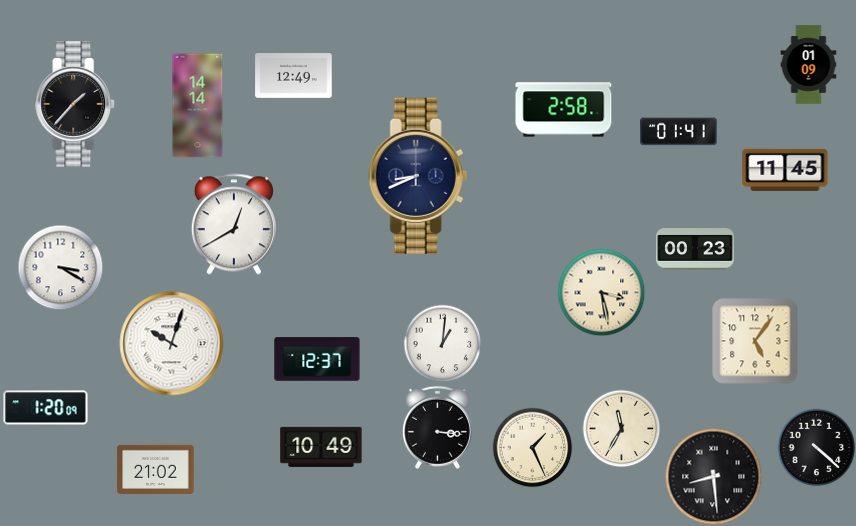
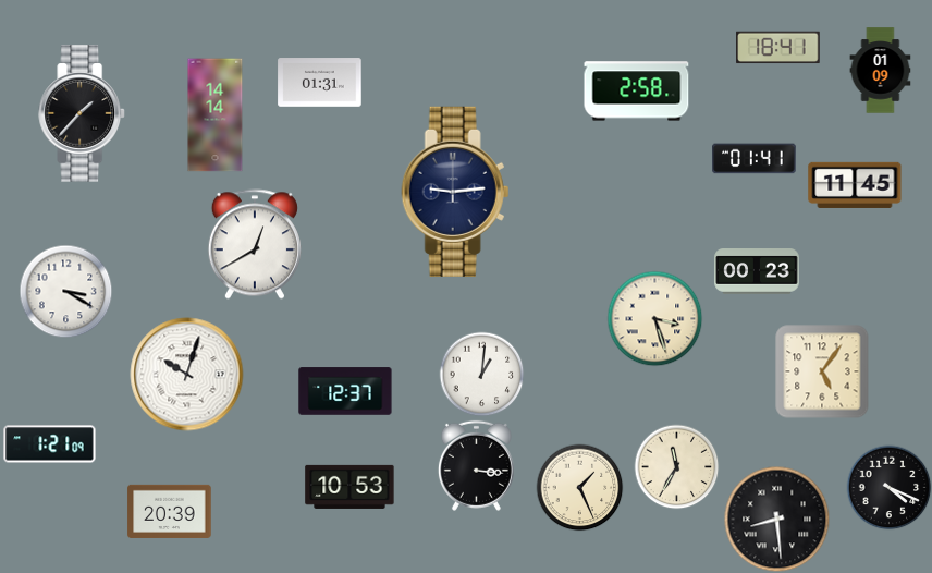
clock at (778, 48): none -> 18:41
clock at (294, 76): 12:49 -> 01:31
clock at (564, 110) position: (564, 110) -> (637, 92)
clock at (679, 132) position: (679, 132) -> (755, 159)
clock at (418, 176): 8:41 -> 9:14
clock at (601, 292): 3:28 -> 3:27
clock at (46, 408): 1:20 -> 1:21
clock at (321, 447): 10:49 -> 10:53
clock at (816, 447): 4:22 -> 4:19
clock at (156, 469): 21:02 -> 20:39
